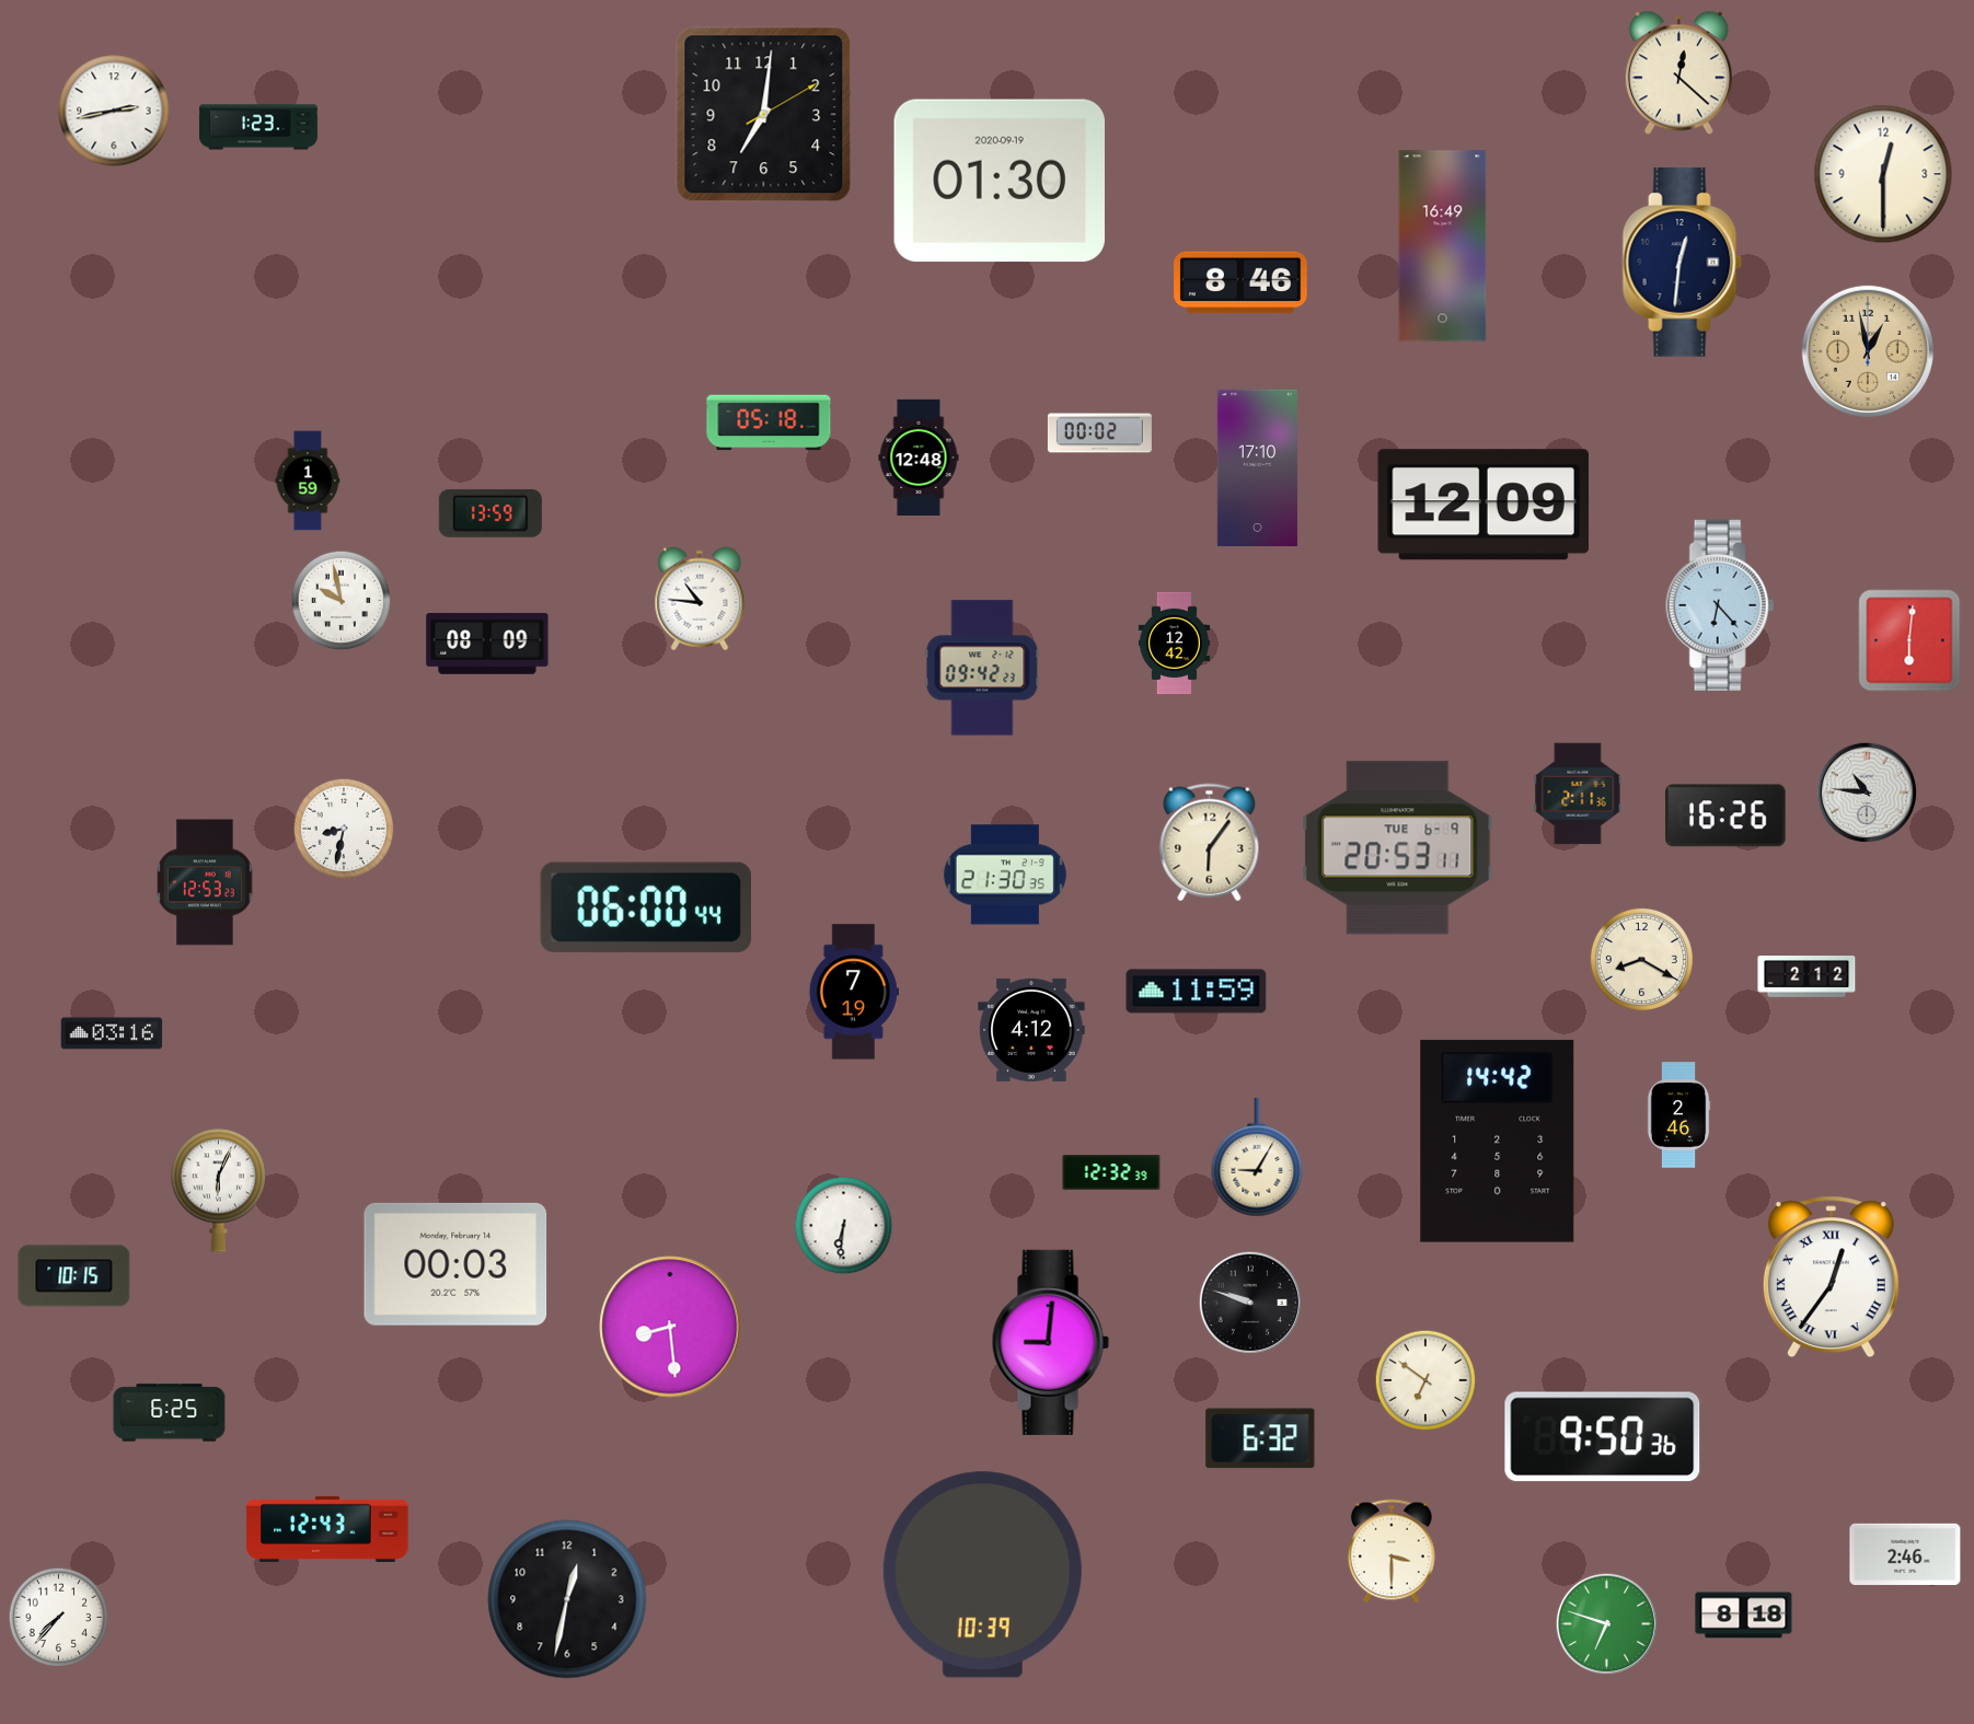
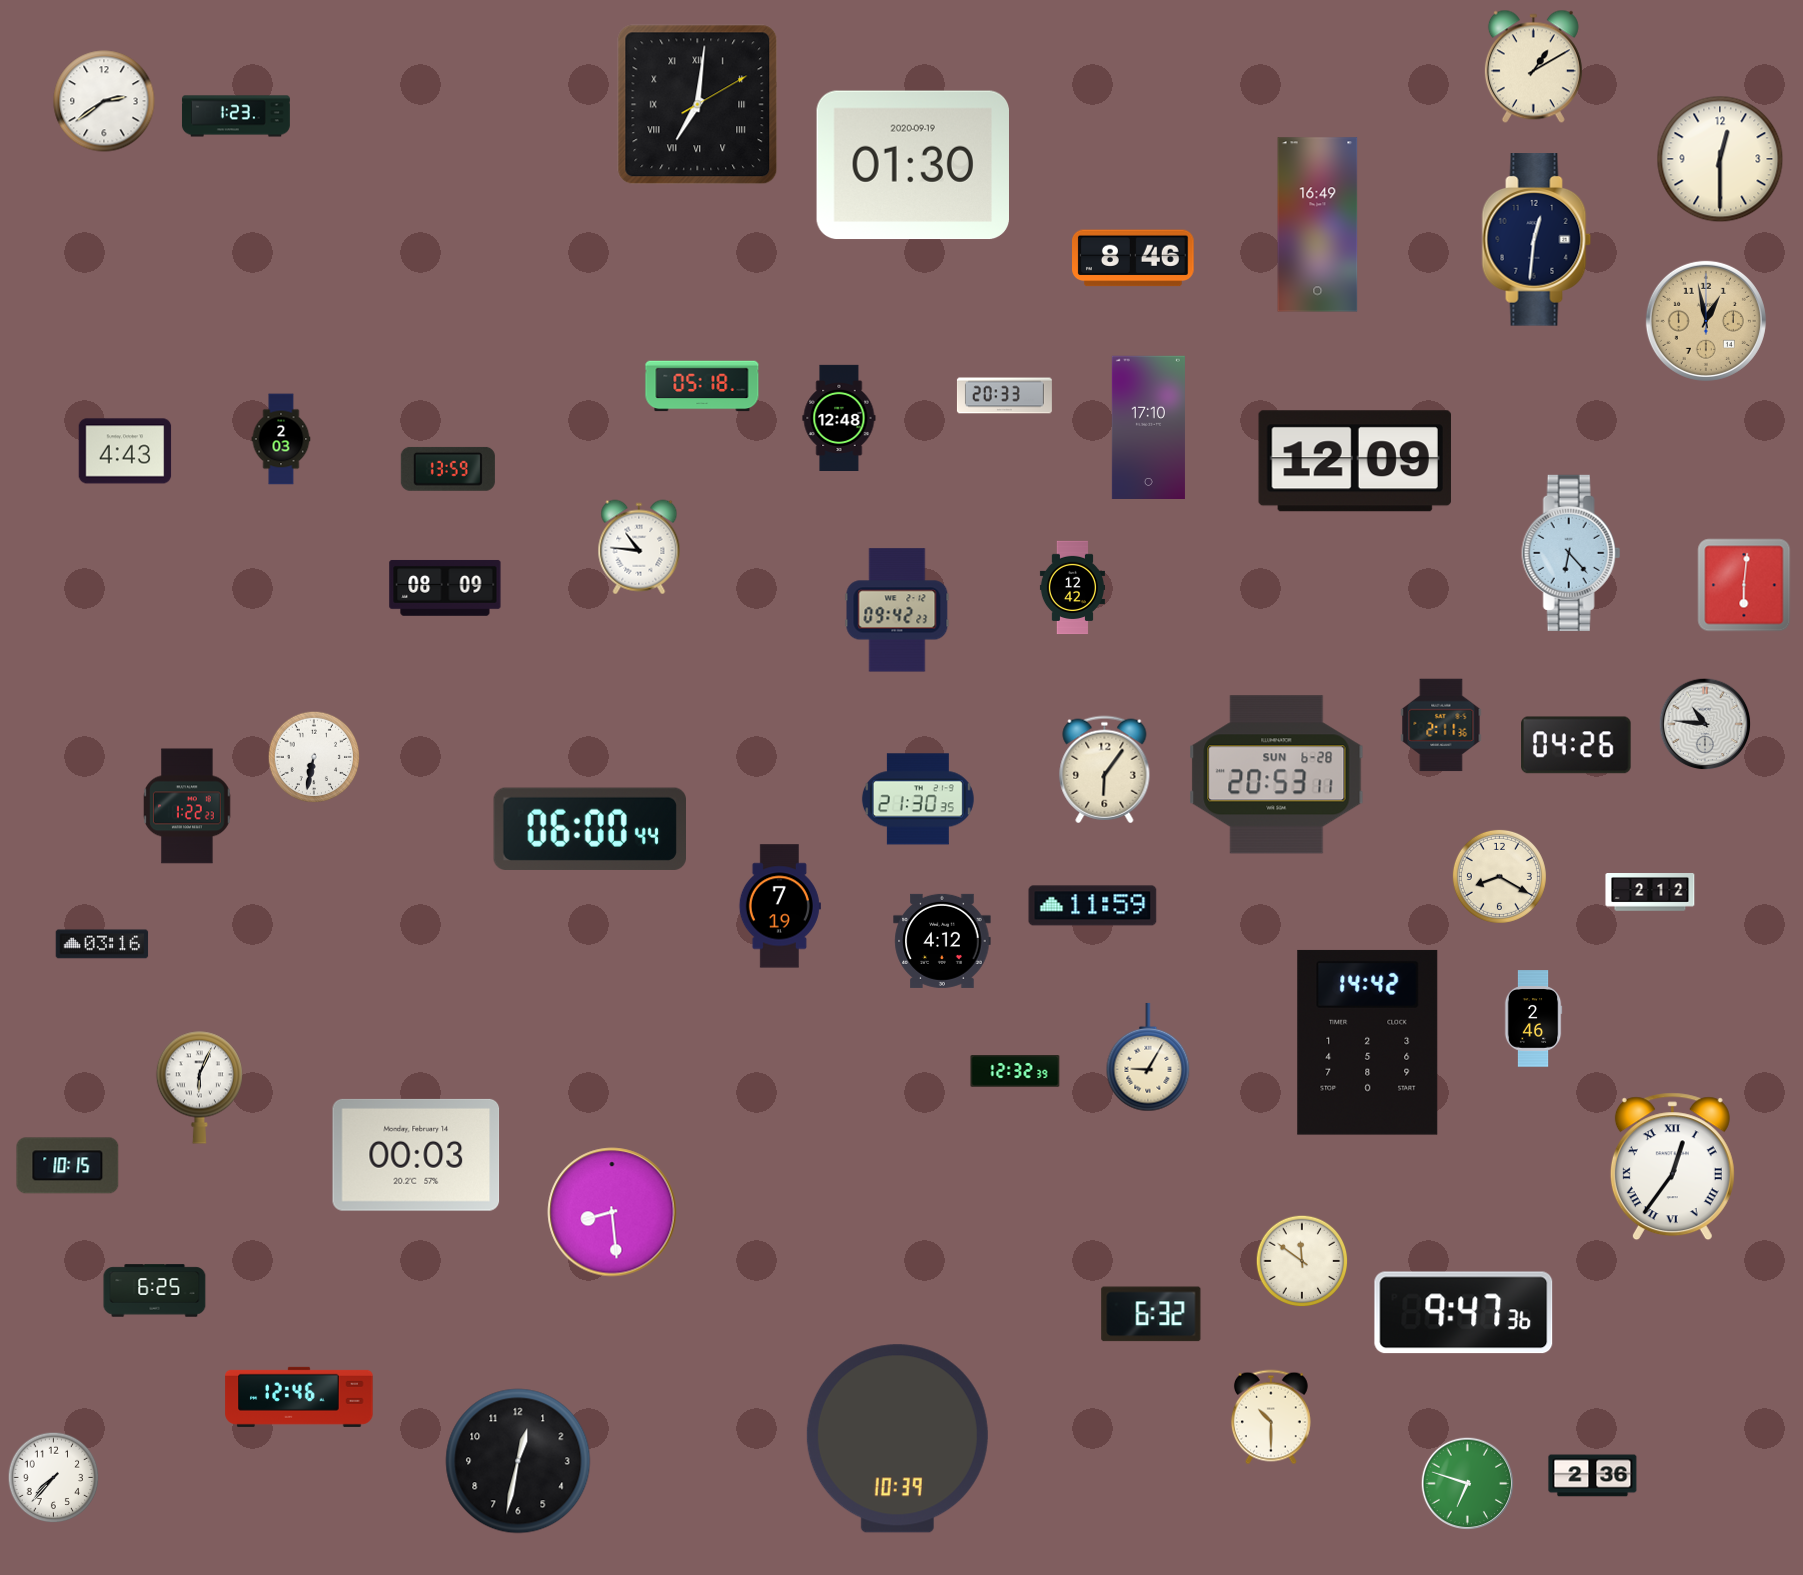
clock at (1678, 73): 12:22 -> 1:10
clock at (114, 111): 2:43 -> 2:39
clock at (764, 115) numerals: Arabic -> Roman
clock at (1099, 433): 00:02 -> 20:33
clock at (308, 481): 1:59 -> 2:03
clock at (125, 451): none -> 4:43
clock at (342, 601): 9:58 -> none
clock at (1725, 815): 16:26 -> 04:26
clock at (344, 829): 8:32 -> 6:32
clock at (1398, 848) date: TUE 6-9 -> SUN 6-28
clock at (206, 882): 12:53 -> 1:22
clock at (844, 1226): 6:31 -> none
clock at (1250, 1303): 9:48 -> none
clock at (1050, 1342): 9:01 -> none
clock at (1425, 1380): 6:51 -> 11:51
clock at (1603, 1437): 9:50 -> 9:47
clock at (327, 1529): 12:43 -> 12:46
clock at (1392, 1551): 3:30 -> 10:30
clock at (1905, 1554): 2:46 -> none
clock at (1744, 1616): 8:18 -> 2:36
